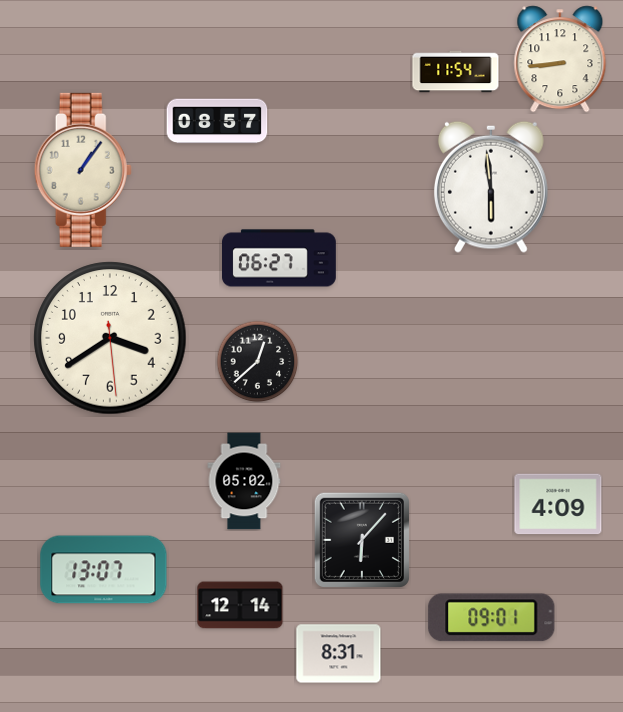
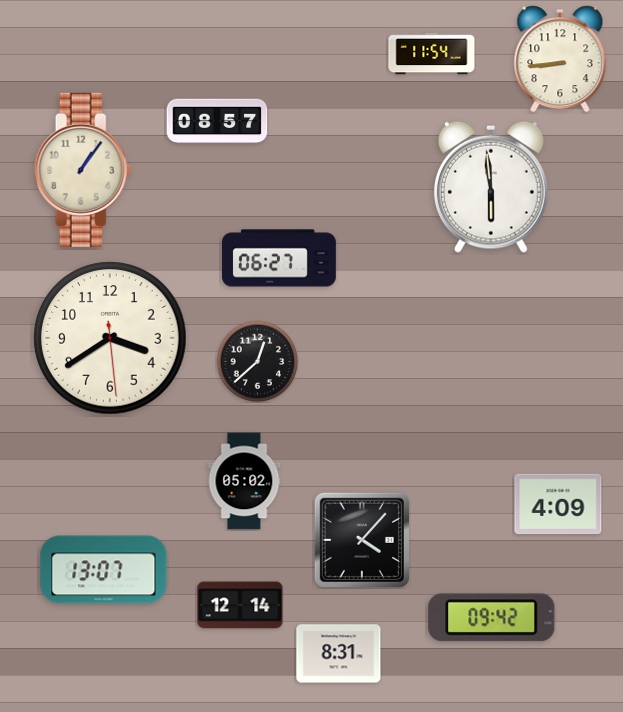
clock at (456, 72) position: (456, 72) -> (432, 54)
clock at (362, 540): 6:07 -> 4:07
clock at (492, 618): 09:01 -> 09:42
